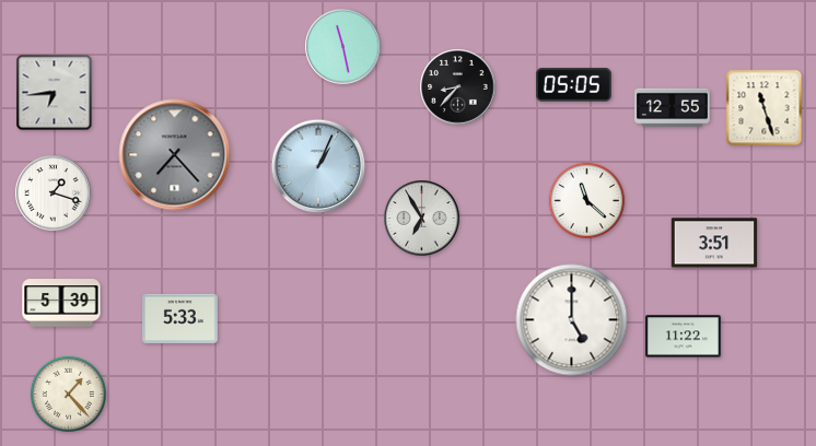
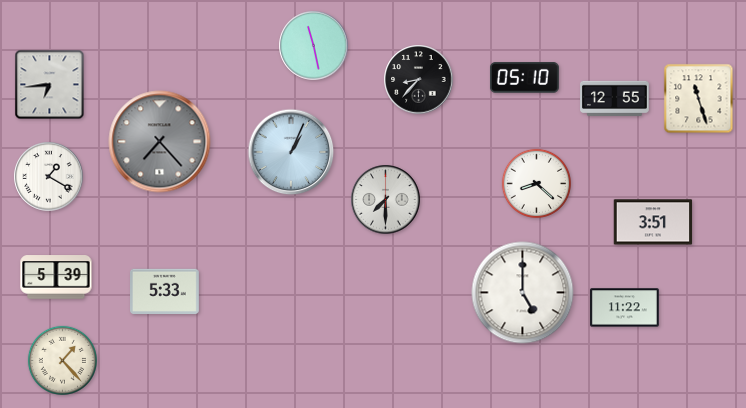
clock at (343, 47) position: (343, 47) -> (314, 46)
clock at (574, 85): 05:05 -> 05:10
clock at (54, 193): 1:18 -> 1:20
clock at (586, 200): 11:22 -> 8:22
clock at (422, 219): 6:55 -> 7:30
